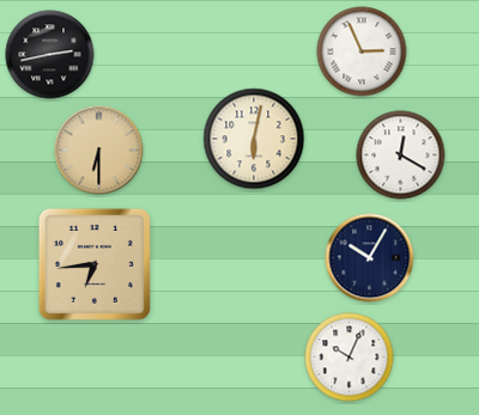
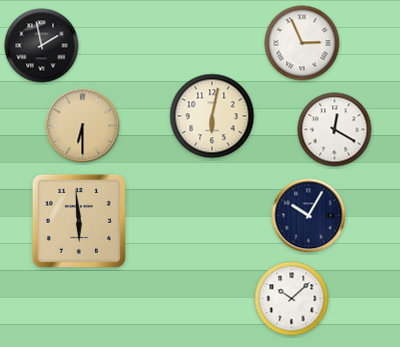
clock at (50, 55): 2:43 -> 1:58
clock at (95, 264): 6:44 -> 5:59
clock at (350, 358): 10:04 -> 10:08
